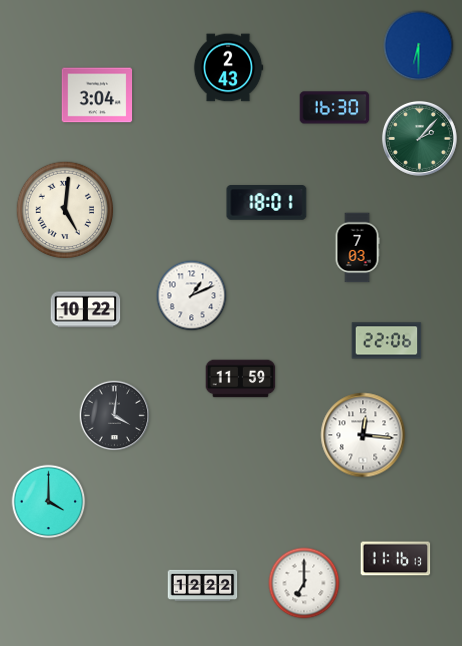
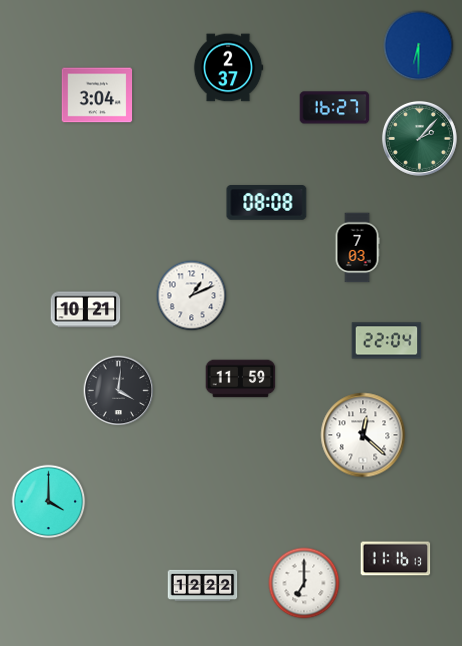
clock at (228, 68): 2:43 -> 2:37
clock at (335, 108): 16:30 -> 16:27
clock at (267, 203): 18:01 -> 08:08
clock at (65, 210): 5:01 -> none
clock at (86, 310): 10:22 -> 10:21
clock at (387, 341): 22:06 -> 22:04
clock at (115, 416) position: (115, 416) -> (119, 391)
clock at (363, 435): 12:16 -> 12:22
